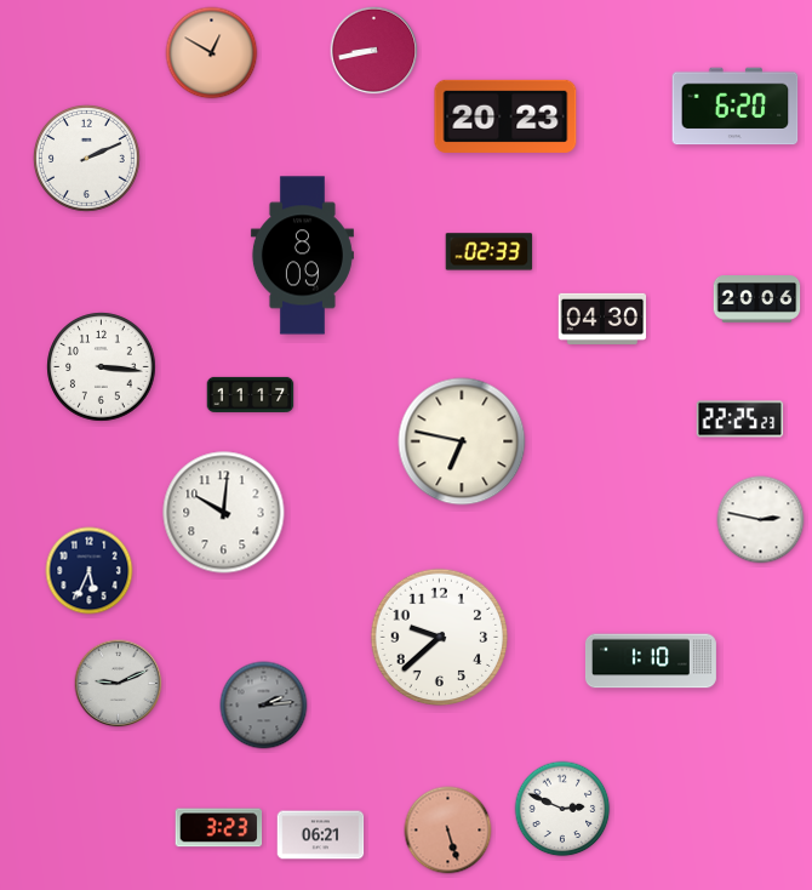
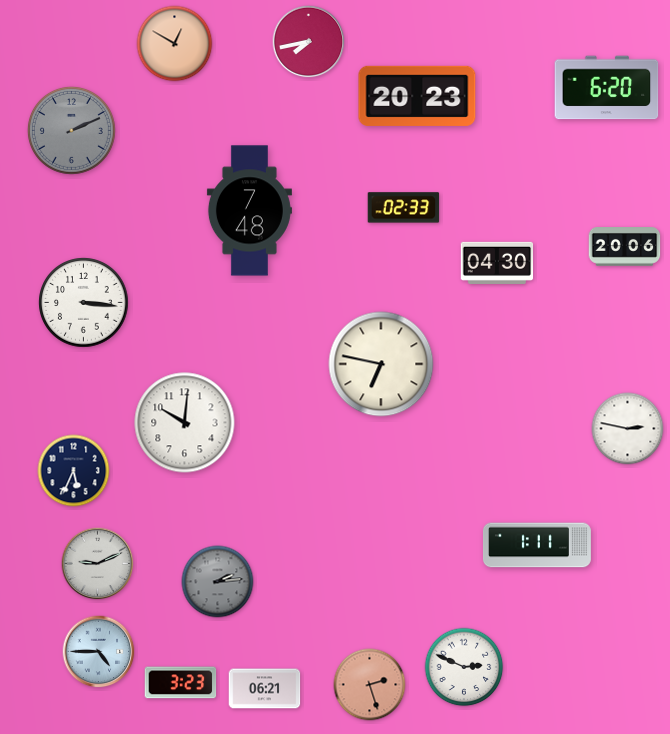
clock at (374, 51): 8:43 -> 7:43
clock at (86, 158) dial: white -> grey
clock at (302, 256): 8:09 -> 7:48
clock at (251, 394): 11:17 -> none
clock at (740, 420): 22:25 -> none
clock at (440, 638): 9:38 -> none
clock at (651, 661): 1:10 -> 1:11
clock at (99, 652): none -> 4:45
clock at (448, 831): 5:27 -> 2:27
